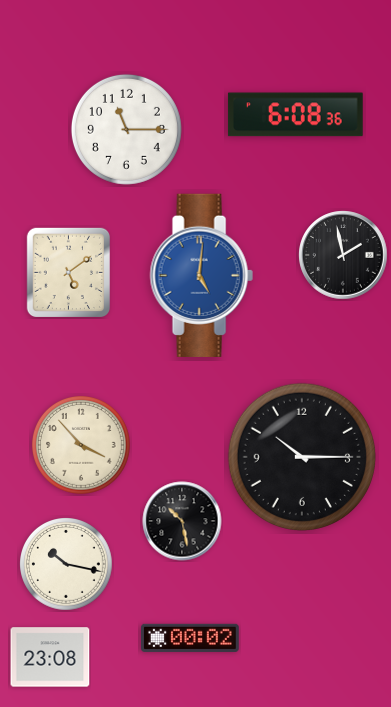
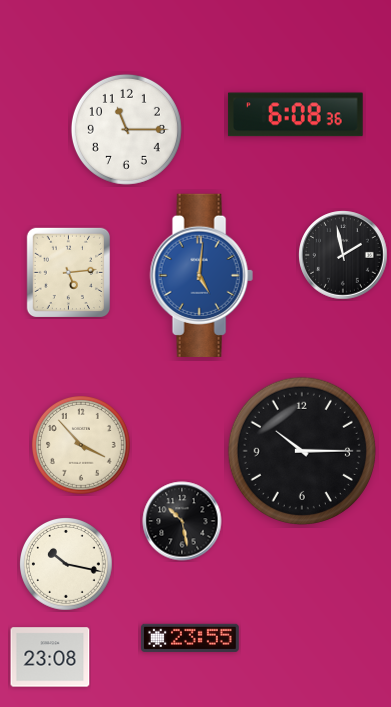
clock at (68, 272): 5:09 -> 5:14
clock at (302, 457) position: (302, 457) -> (302, 451)
clock at (191, 638): 00:02 -> 23:55
